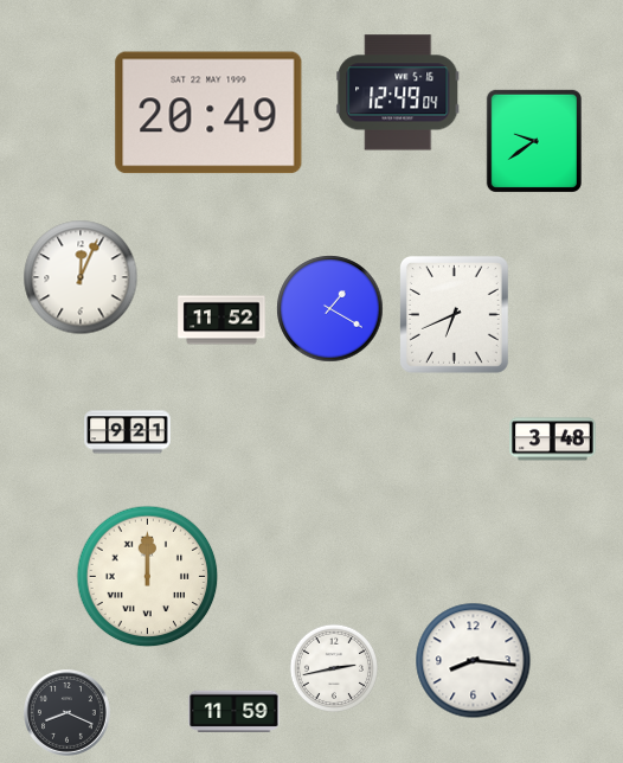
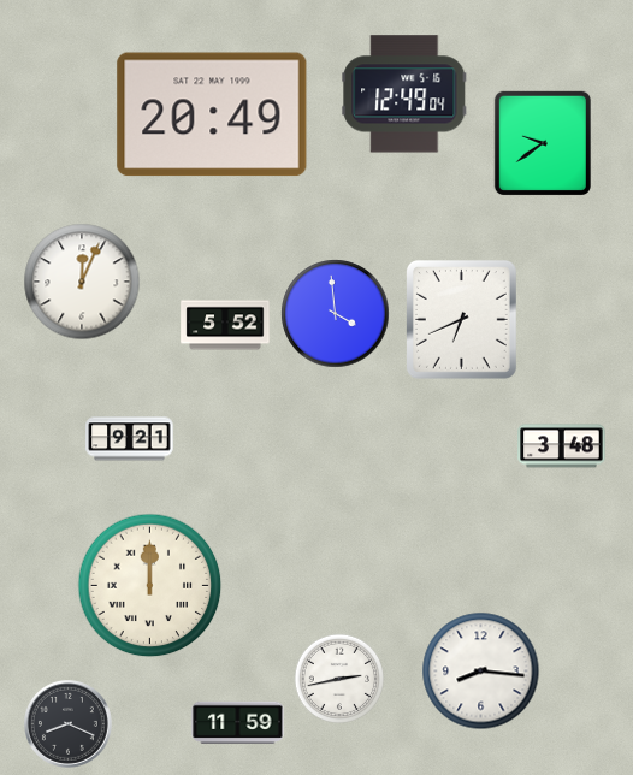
clock at (330, 309): 1:20 -> 3:59
clock at (221, 320): 11:52 -> 5:52
